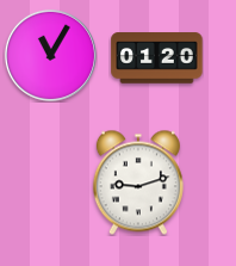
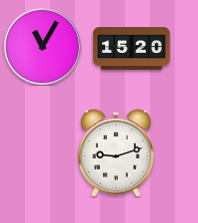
clock at (157, 58): 01:20 -> 15:20
